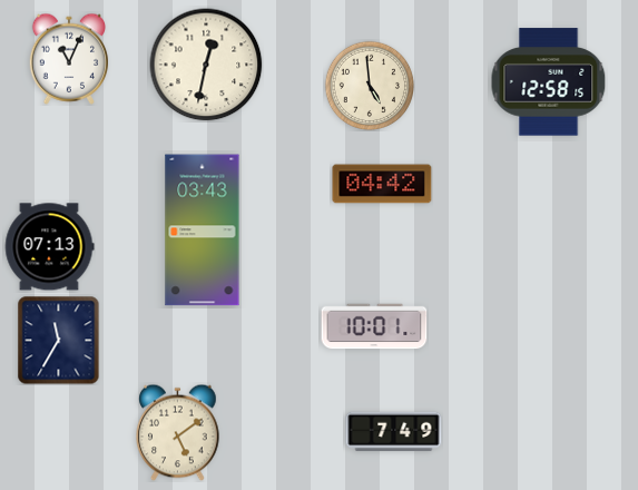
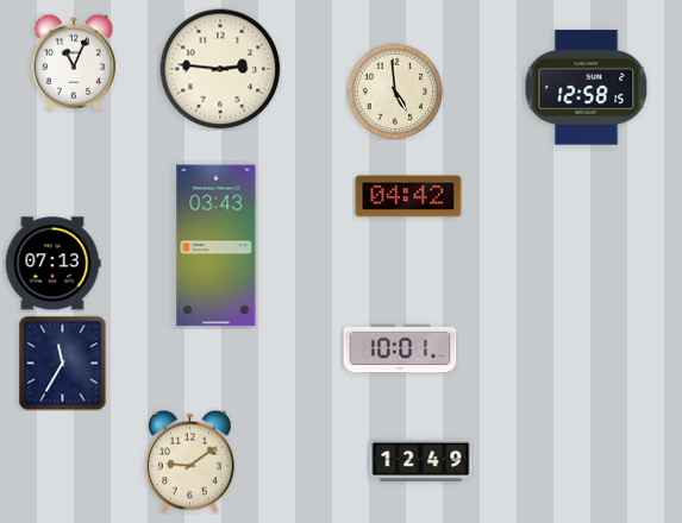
clock at (206, 65): 12:32 -> 2:46
clock at (178, 432): 5:09 -> 9:09
clock at (394, 432): 7:49 -> 12:49
